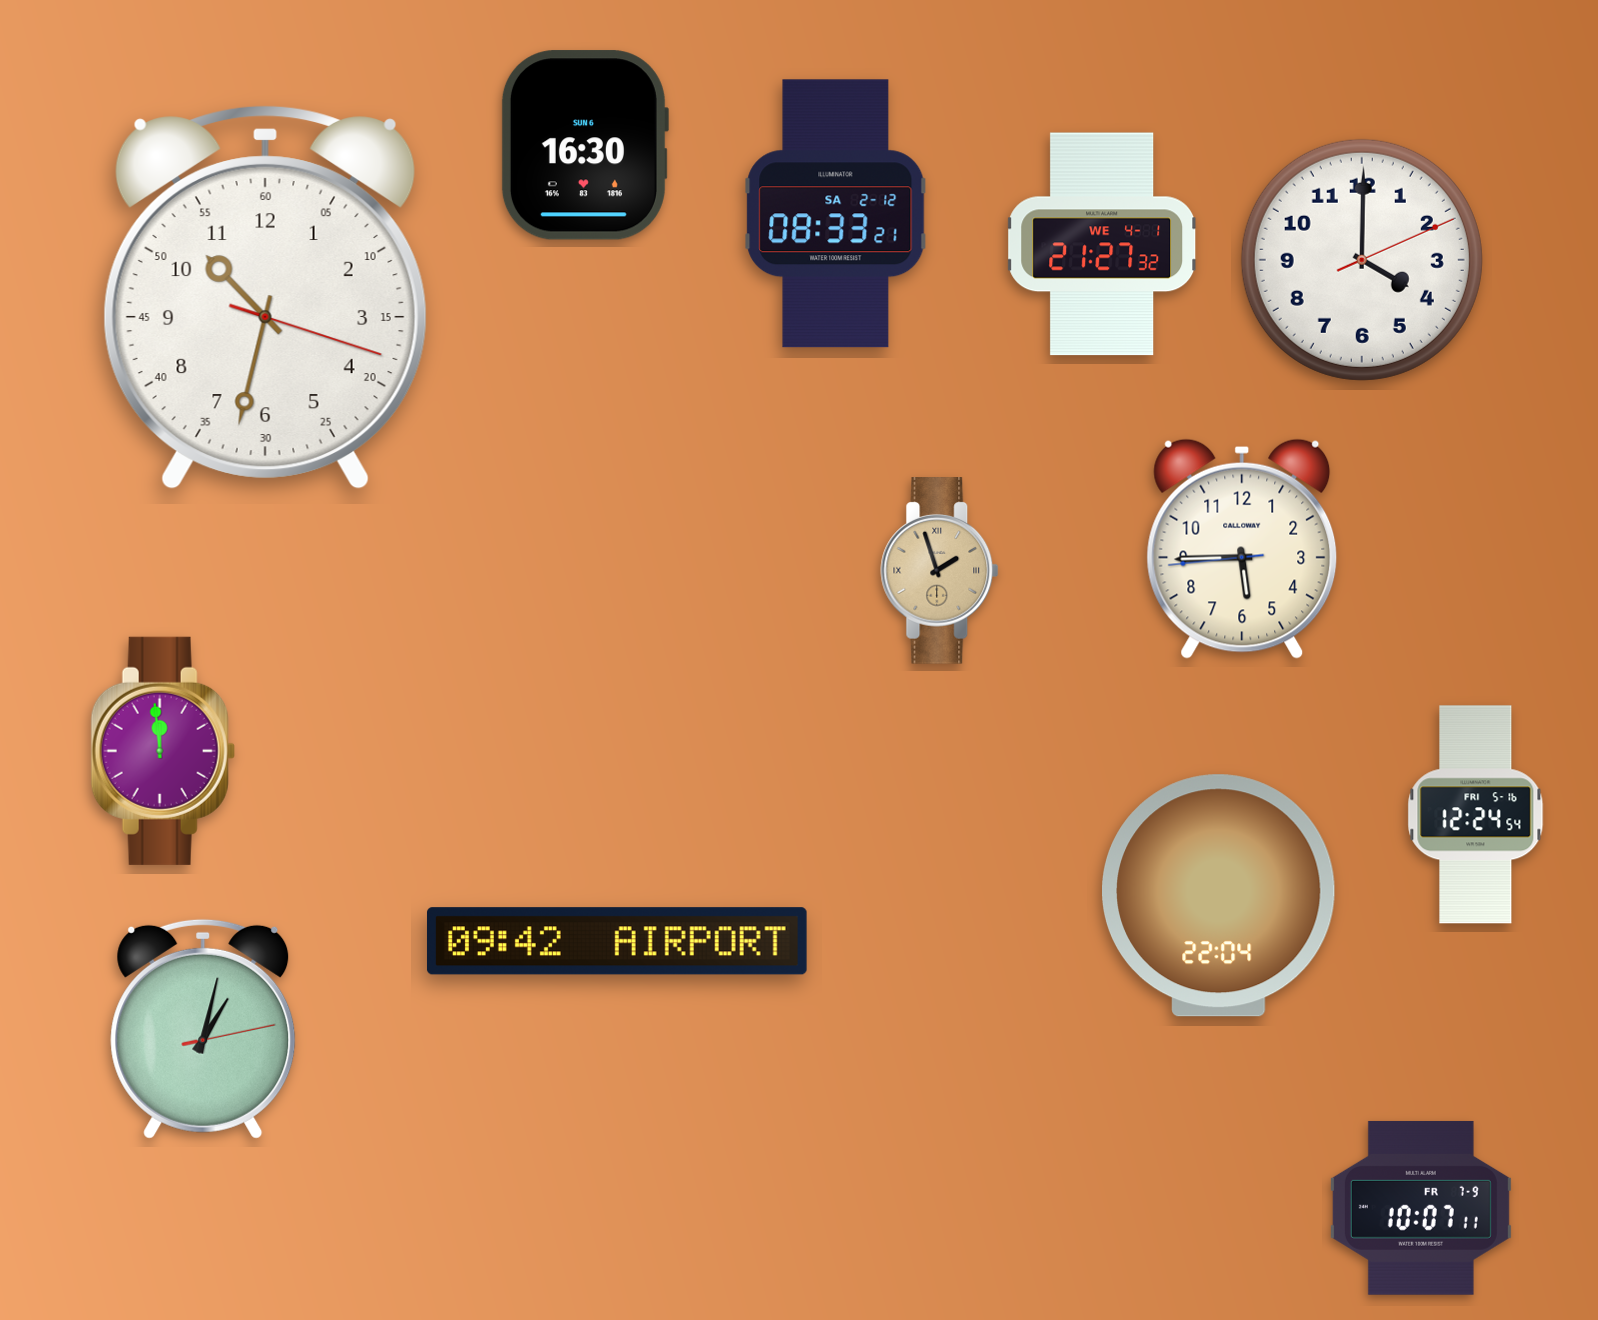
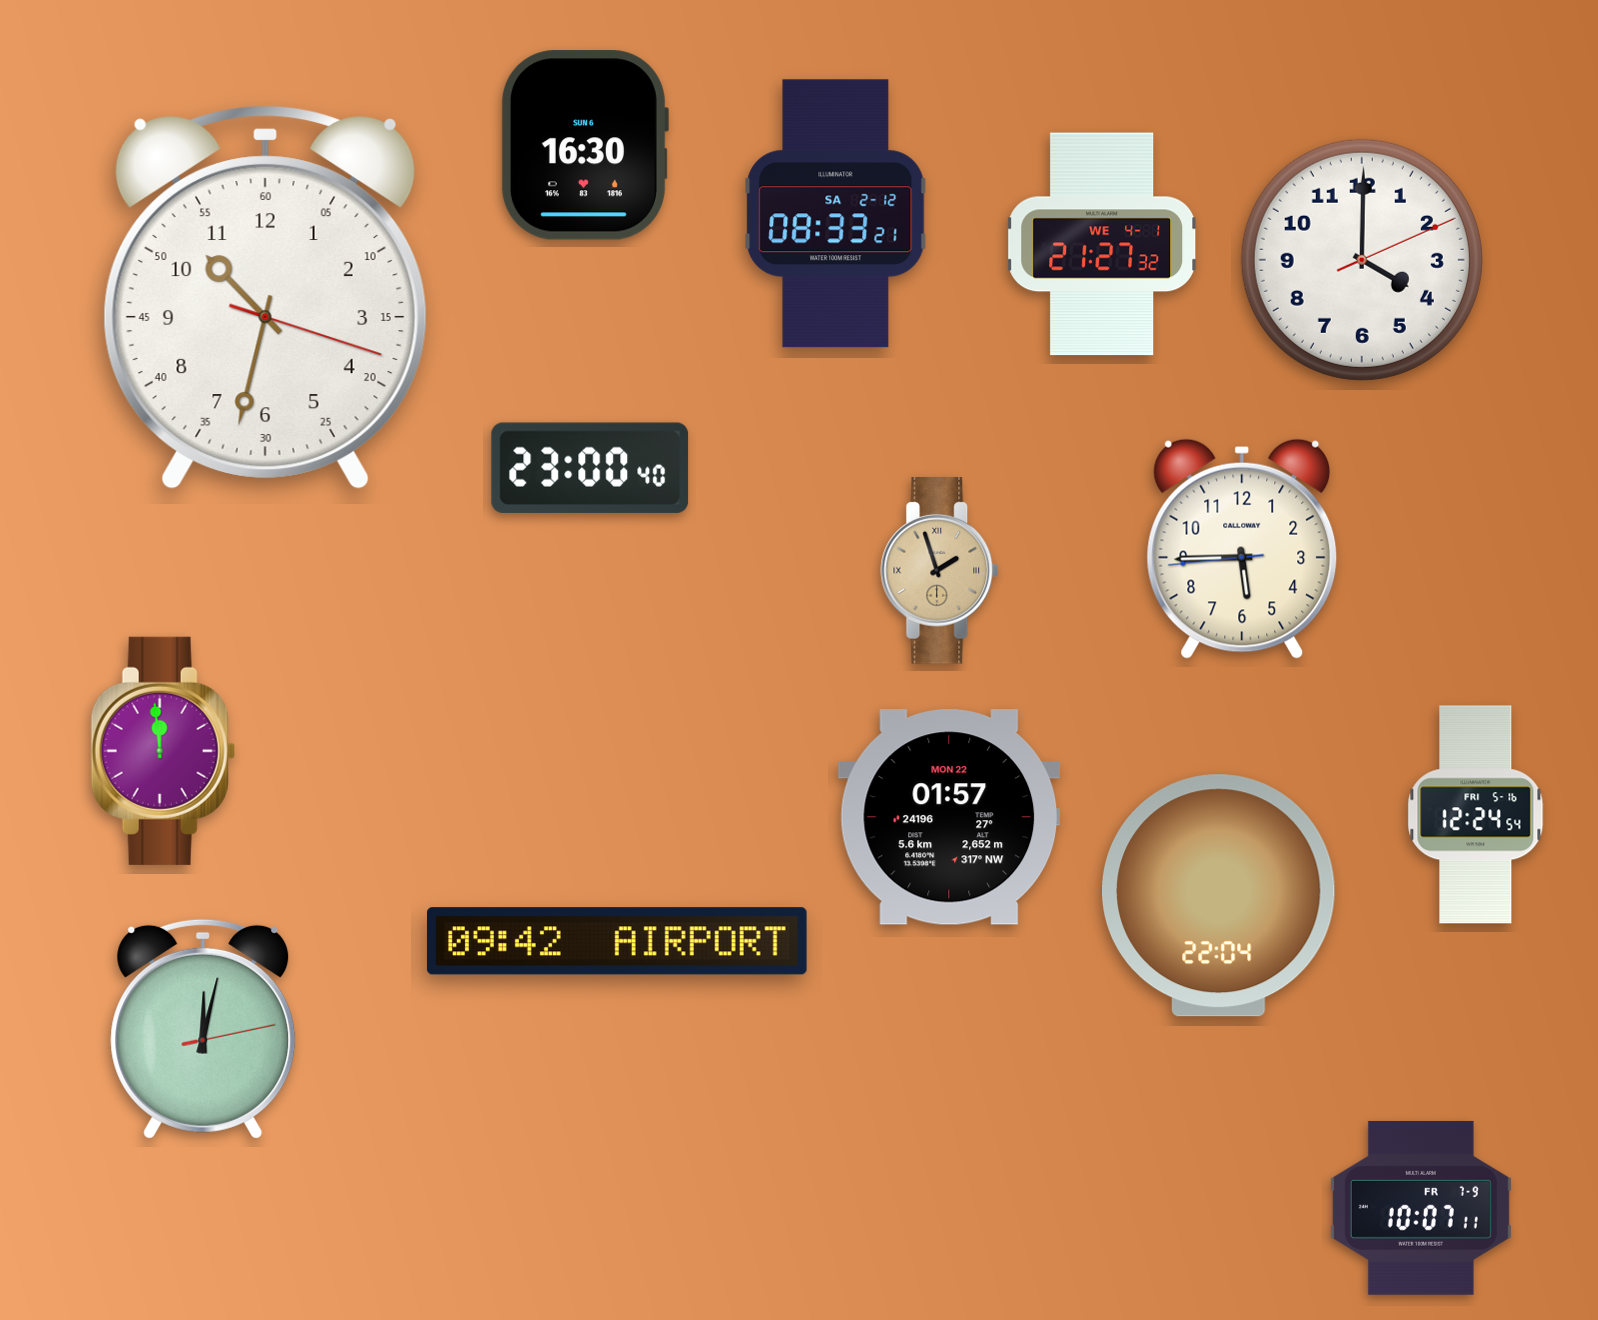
clock at (590, 468): none -> 23:00
clock at (949, 817): none -> 01:57
clock at (203, 1029): 1:02 -> 12:02
